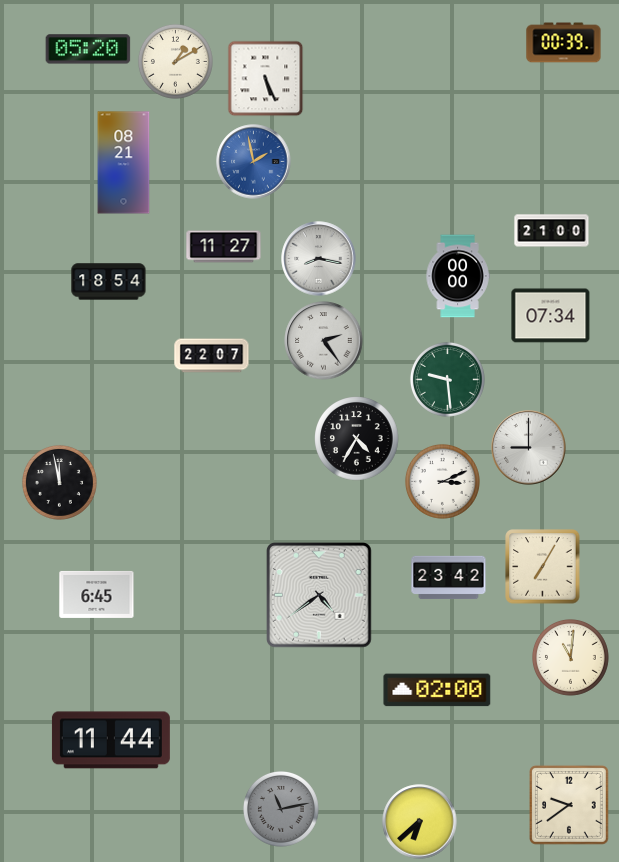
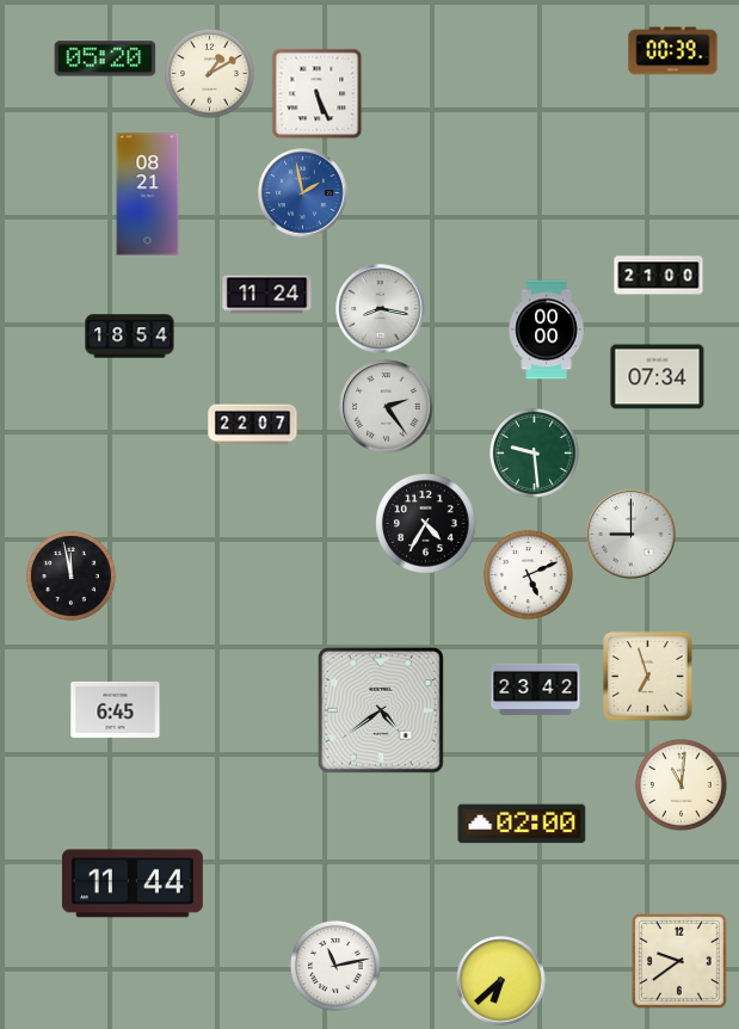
clock at (224, 247): 11:27 -> 11:24
clock at (442, 481): 3:11 -> 5:11
clock at (543, 567): 7:05 -> 6:57
clock at (281, 809) dial: grey -> white
